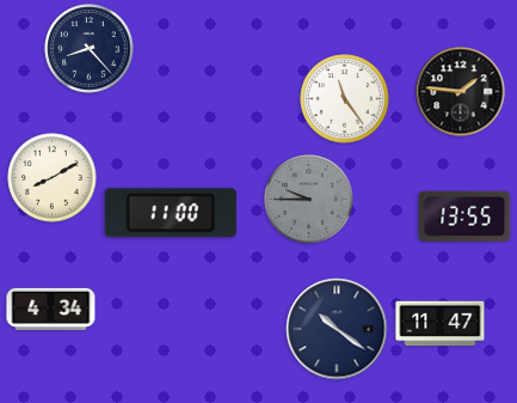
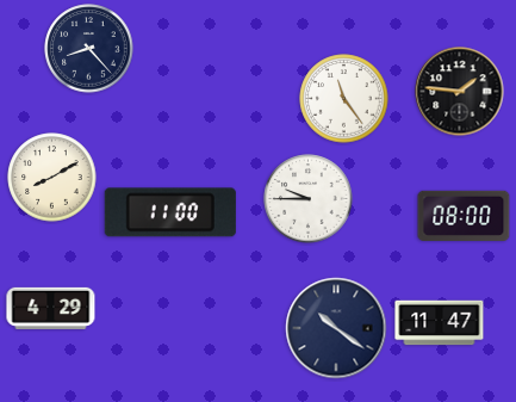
clock at (309, 200) dial: grey -> white
clock at (464, 216): 13:55 -> 08:00
clock at (51, 309): 4:34 -> 4:29
